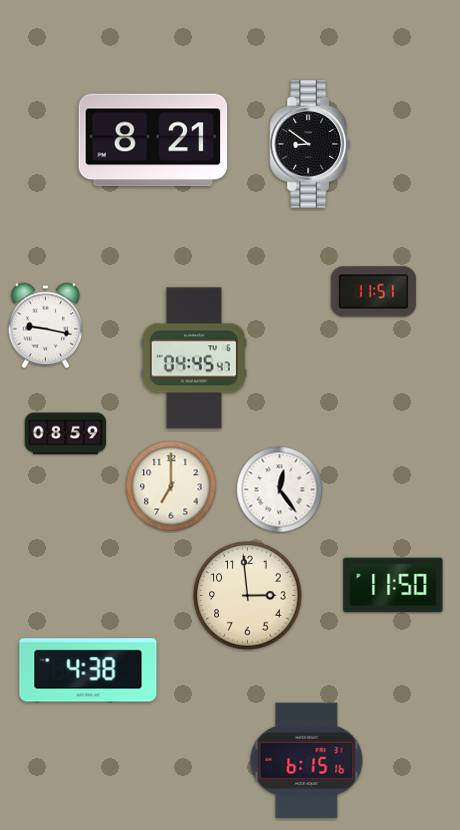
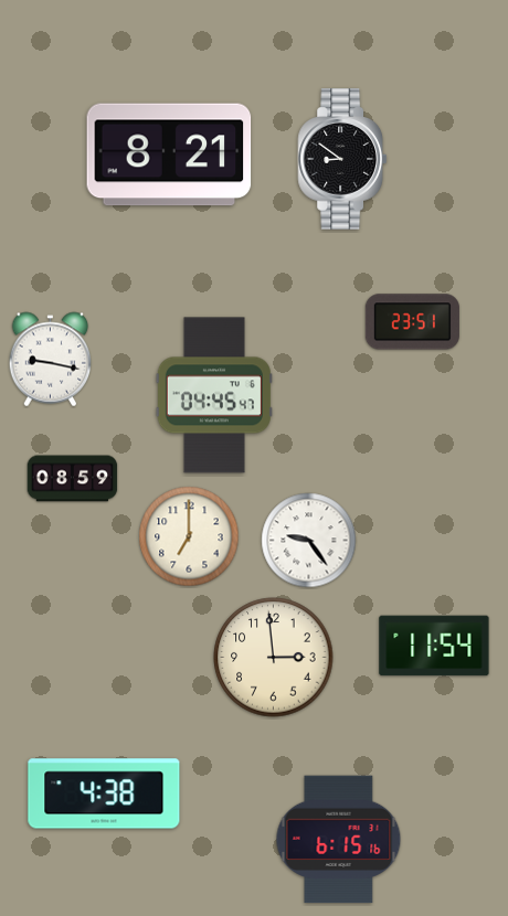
clock at (373, 292): 11:51 -> 23:51
clock at (280, 490): 12:24 -> 9:24
clock at (393, 585): 11:50 -> 11:54
clock at (88, 670) position: (88, 670) -> (104, 793)
